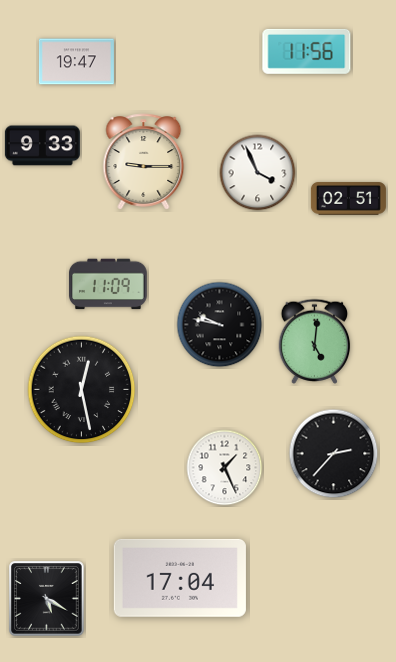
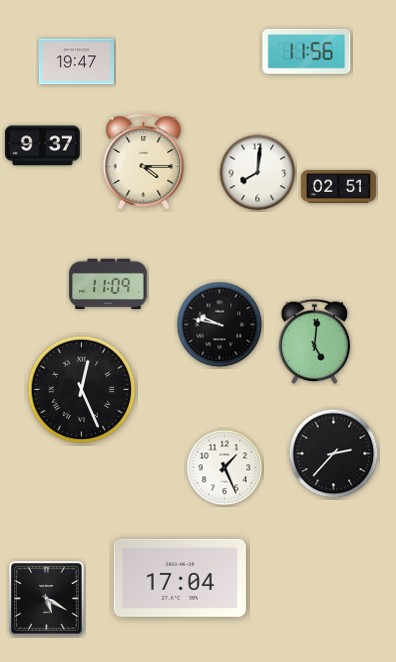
clock at (42, 146): 9:33 -> 9:37
clock at (144, 162): 9:15 -> 4:15
clock at (258, 173): 3:56 -> 8:01
clock at (348, 199) position: (348, 199) -> (338, 187)
clock at (82, 390): 12:28 -> 12:26
